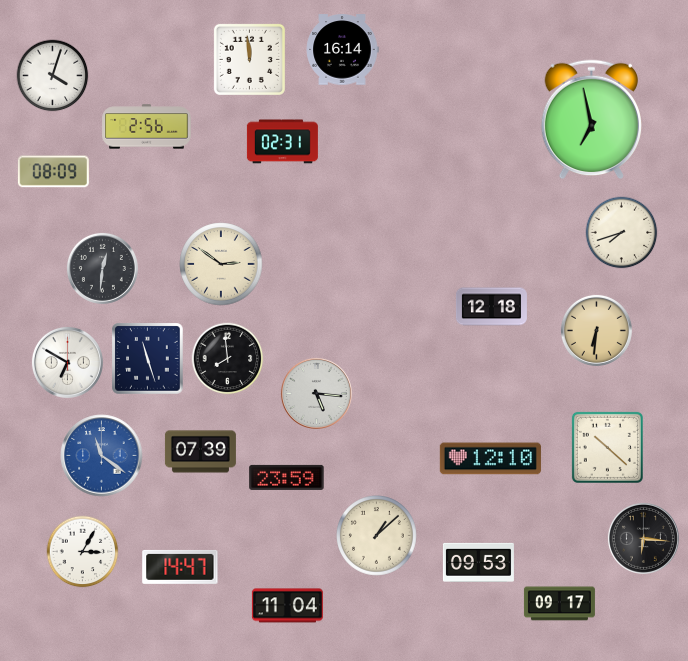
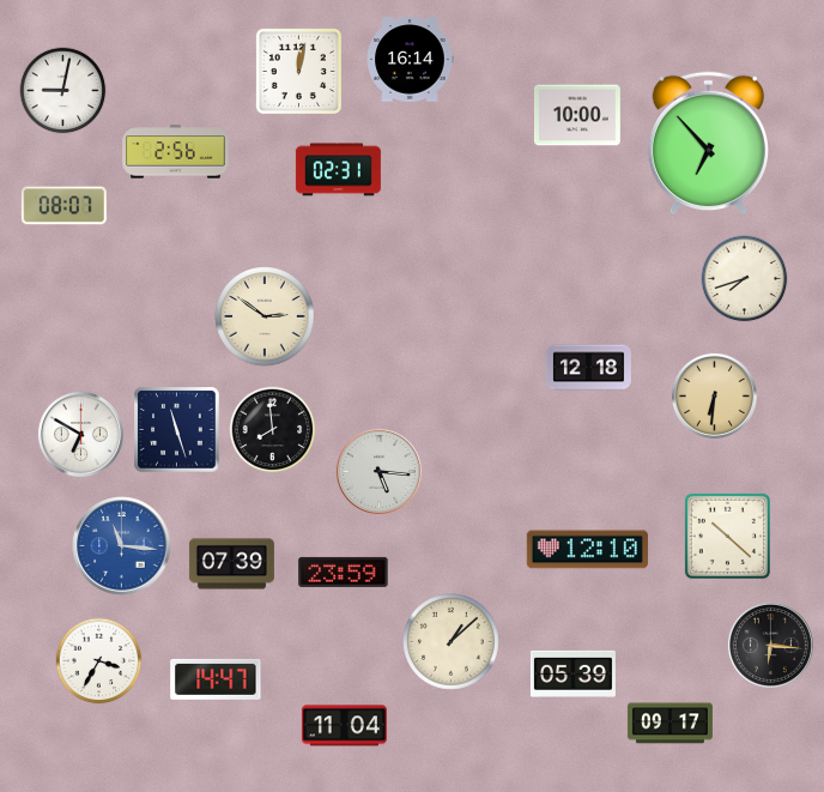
clock at (249, 59): 11:59 -> 12:02
clock at (53, 76): 4:03 -> 9:02
clock at (578, 115): none -> 10:00
clock at (591, 120): 6:58 -> 6:53
clock at (53, 172): 08:09 -> 08:07
clock at (102, 268): 12:31 -> none
clock at (200, 452) position: (200, 452) -> (231, 564)
clock at (102, 456): 11:21 -> 11:16
clock at (83, 552): 3:05 -> 3:35
clock at (478, 562): 09:53 -> 05:39
